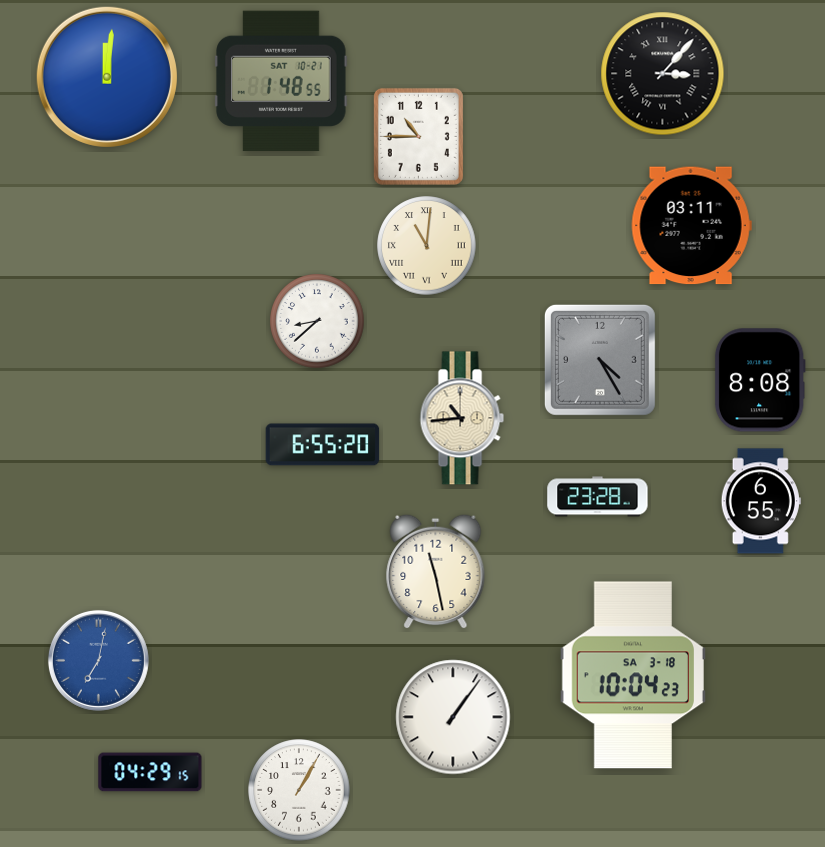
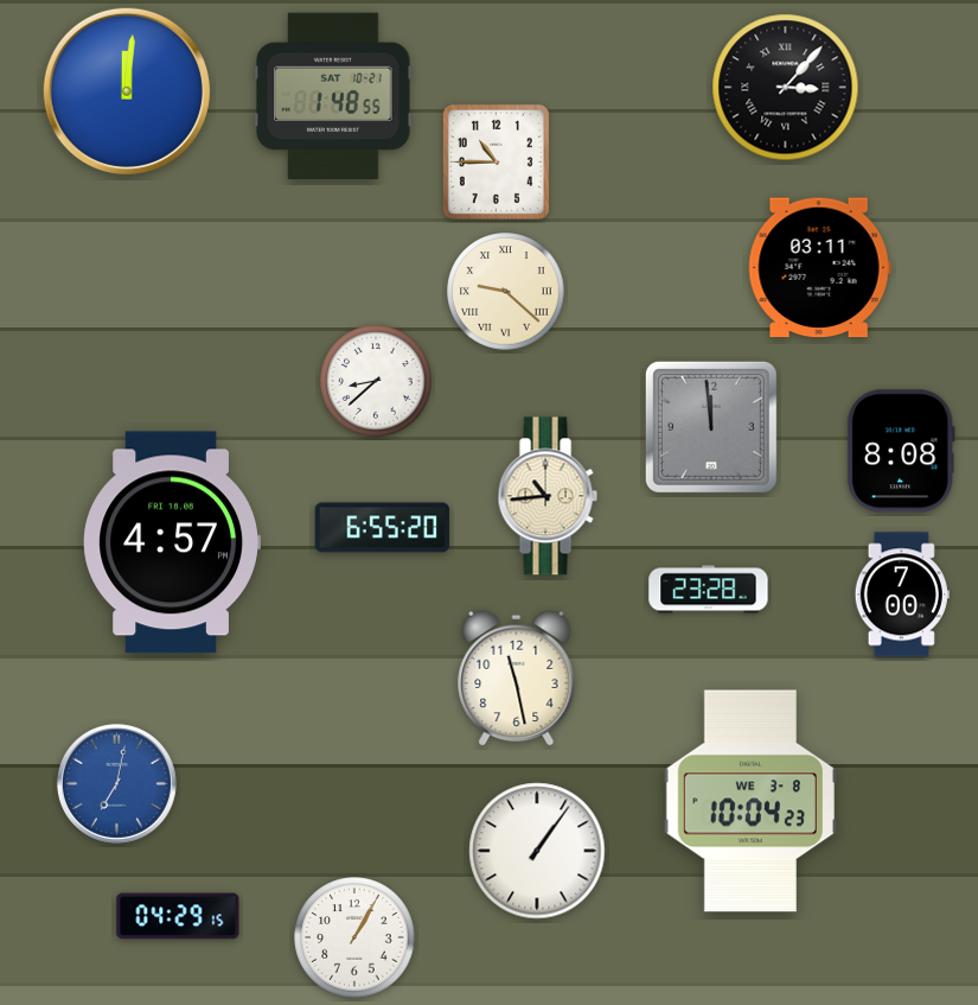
clock at (427, 246): 11:01 -> 9:22
clock at (600, 360): 4:25 -> 11:59
clock at (172, 542): none -> 4:57
clock at (761, 501): 6:55 -> 7:00
clock at (633, 675) date: SA 3-18 -> WE 3-8
